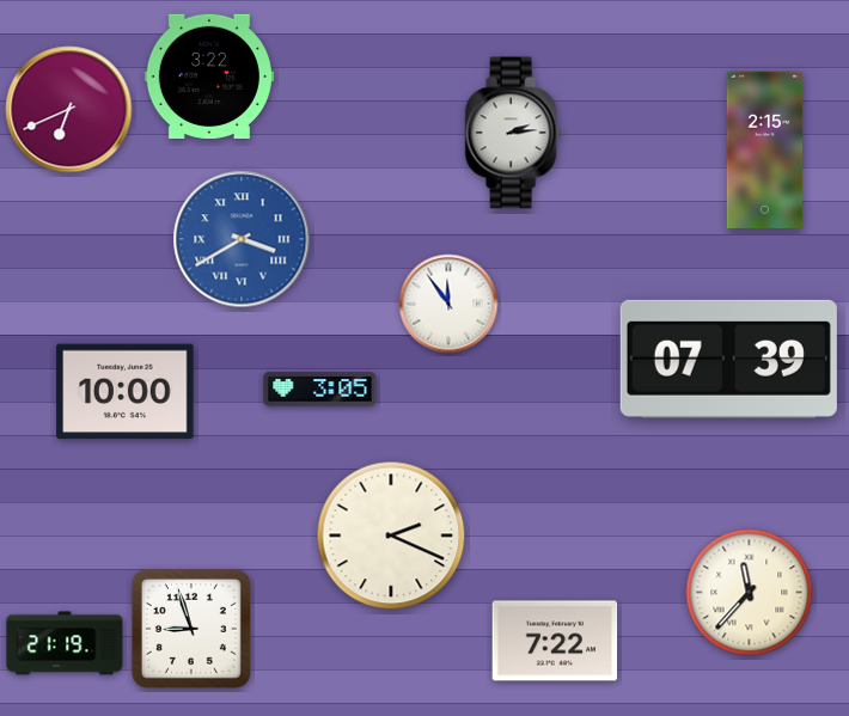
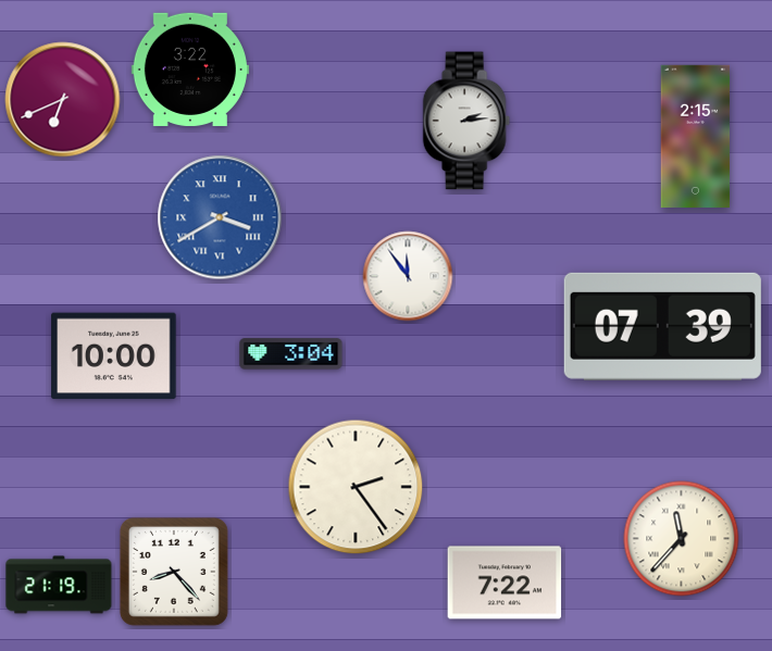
clock at (320, 390): 3:05 -> 3:04
clock at (391, 536): 2:19 -> 2:24
clock at (191, 629): 8:57 -> 8:23
